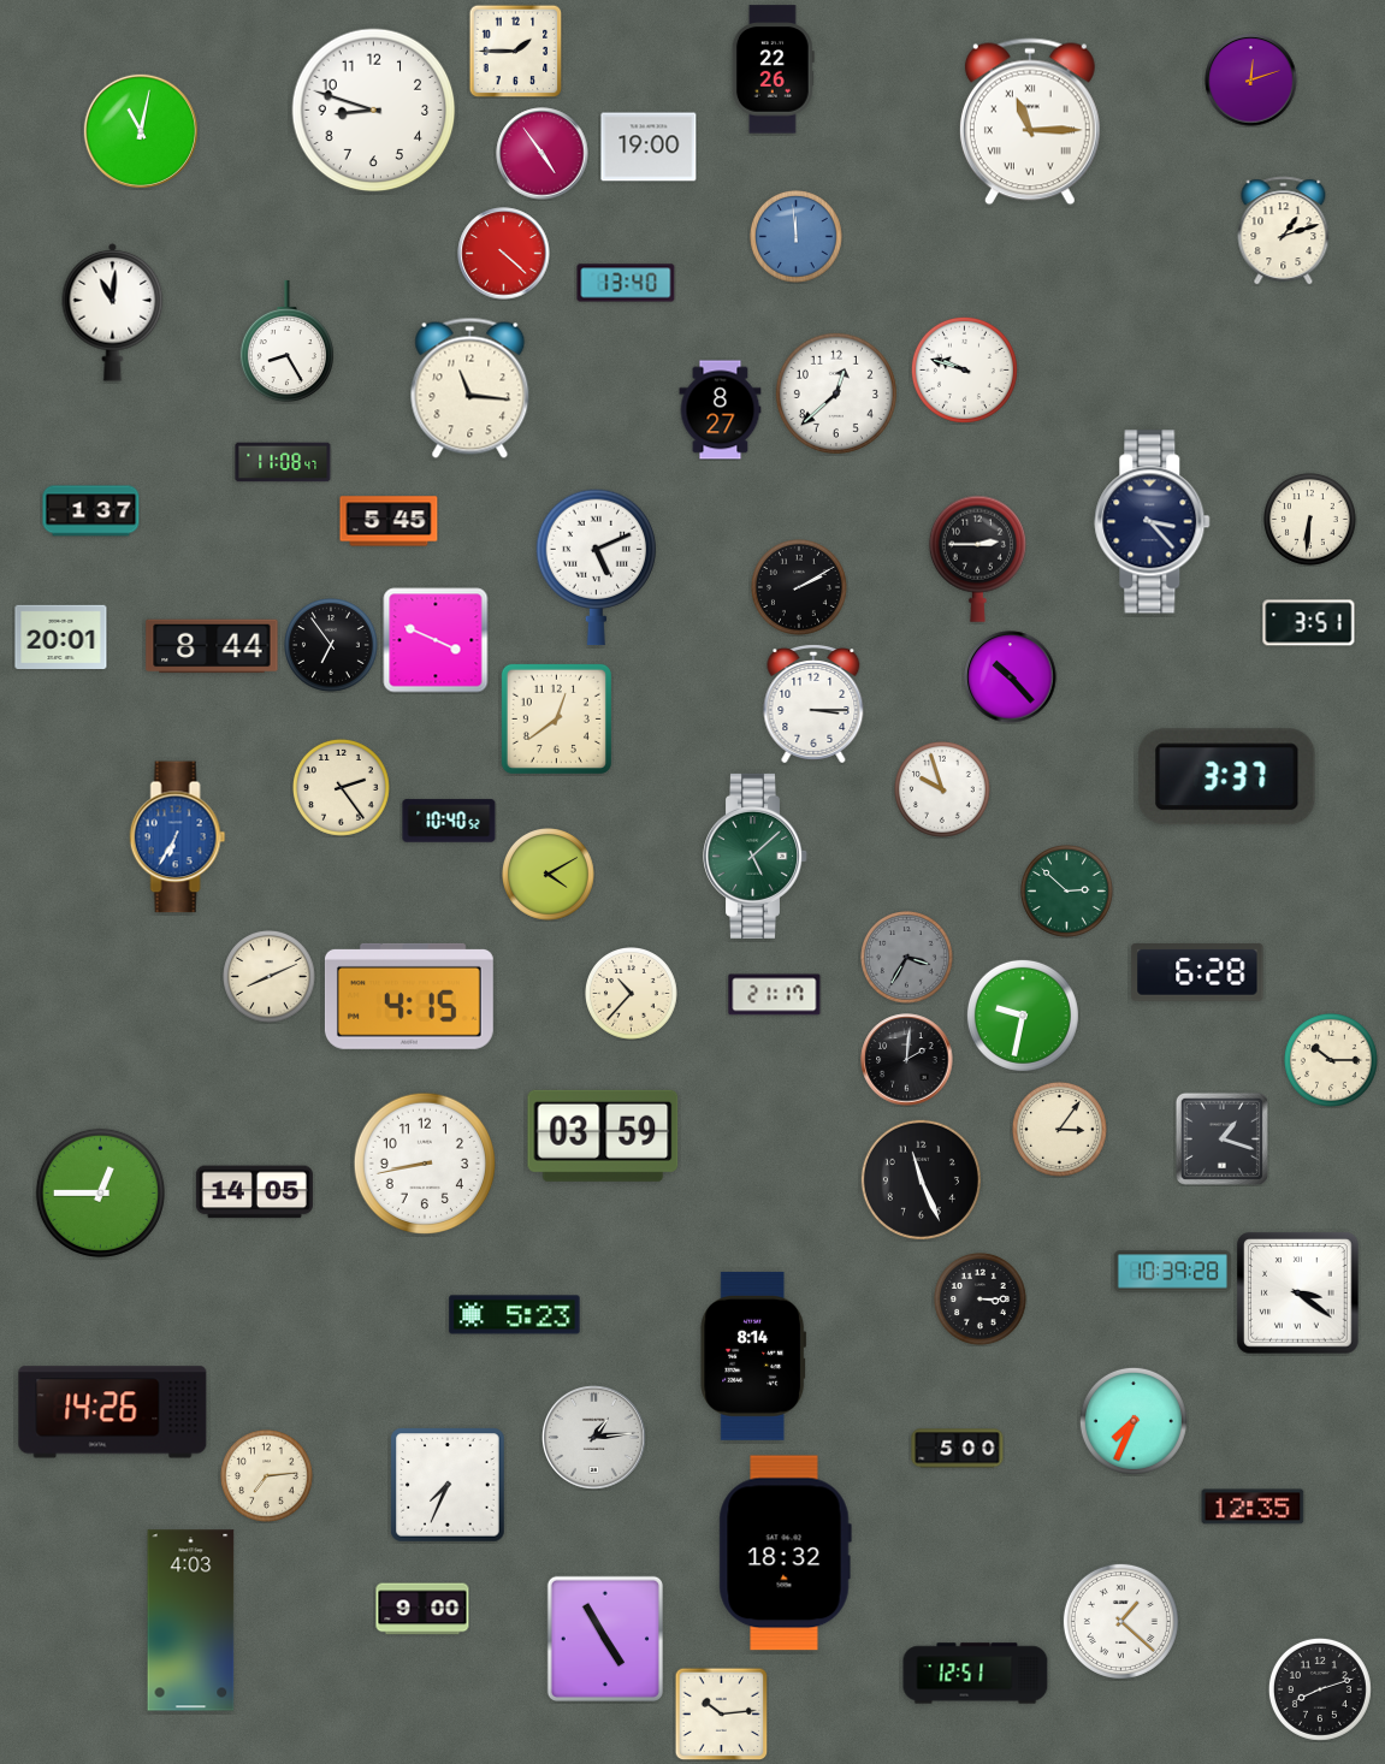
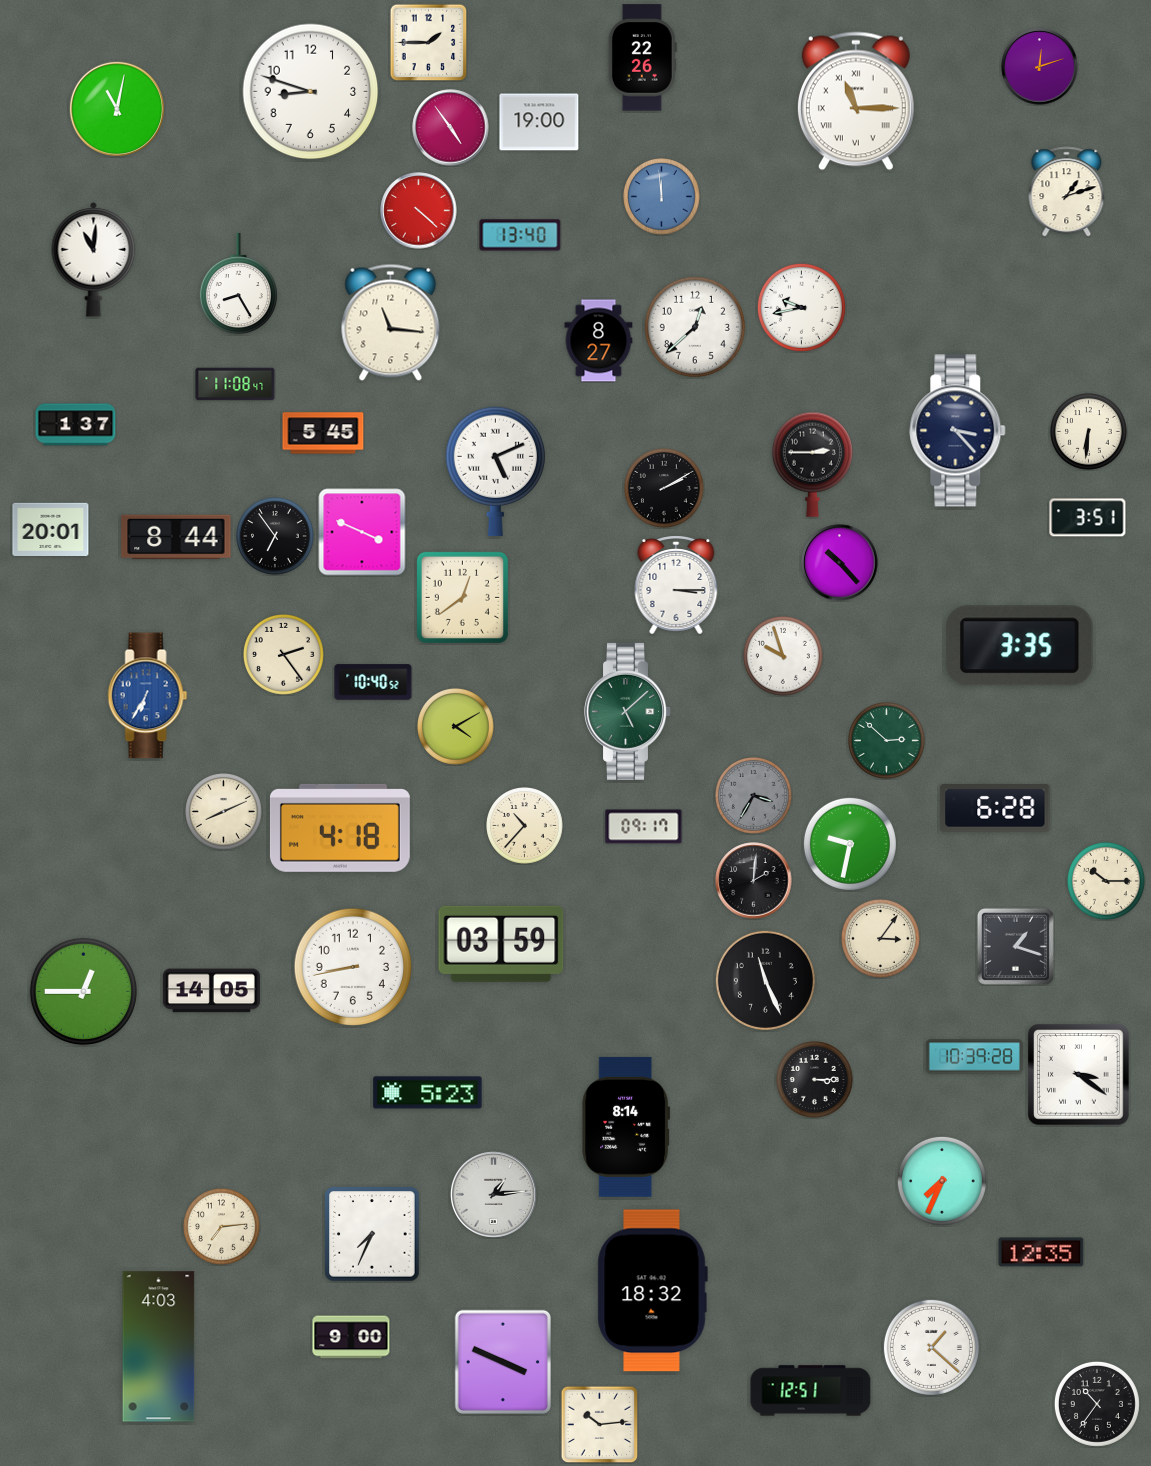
clock at (964, 369): 9:48 -> 9:43
clock at (1153, 522) position: (1153, 522) -> (958, 431)
clock at (1226, 777): 3:37 -> 3:35
clock at (775, 995): 21:17 -> 09:17
clock at (409, 996): 4:15 -> 4:18
clock at (113, 1413): 14:26 -> none
clock at (958, 1449): 5:00 -> none
clock at (605, 1639): 4:55 -> 3:49
clock at (1320, 1689): 8:12 -> 10:36
